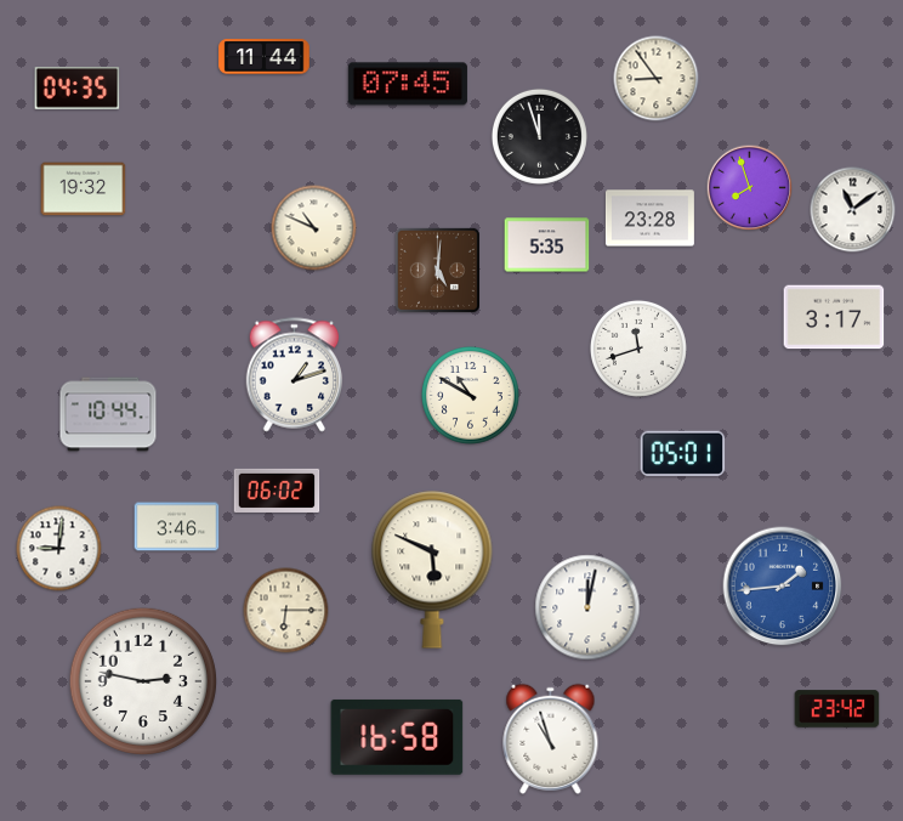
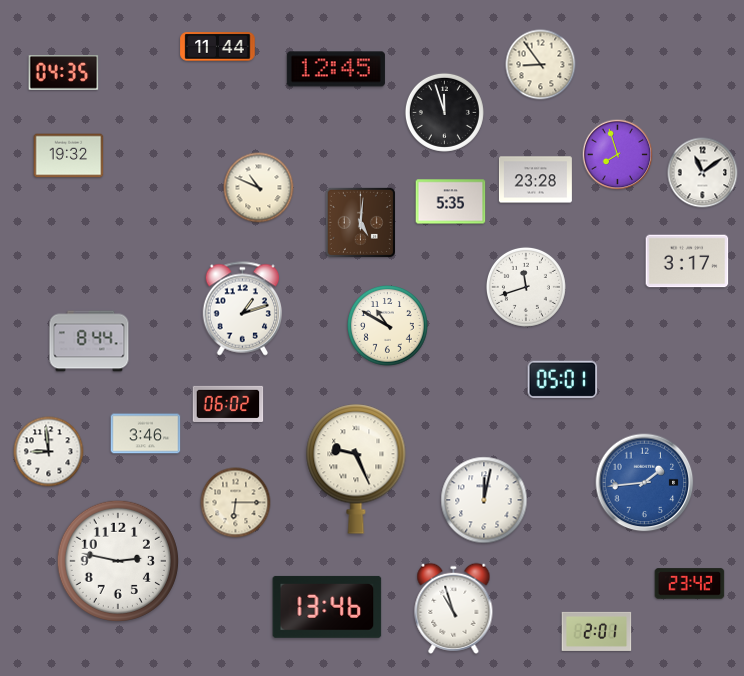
clock at (408, 84): 07:45 -> 12:45
clock at (108, 414): 10:44 -> 8:44
clock at (683, 453) position: (683, 453) -> (563, 379)
clock at (59, 549): 9:01 -> 8:59
clock at (432, 570): 5:49 -> 9:26
clock at (397, 737): 16:58 -> 13:46
clock at (597, 631): none -> 2:01
